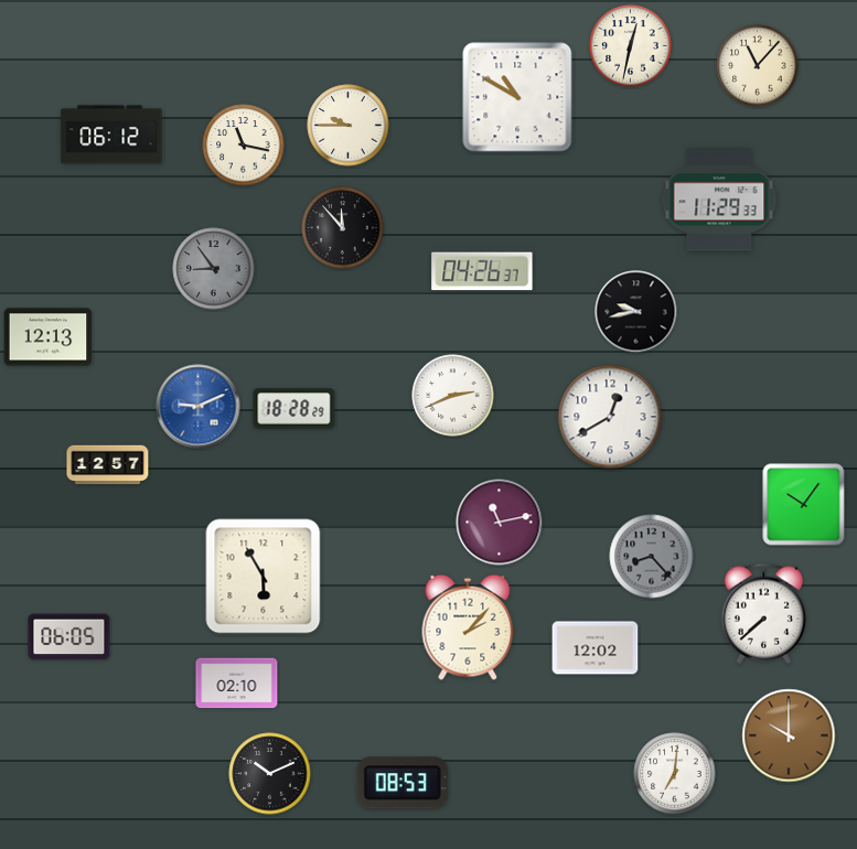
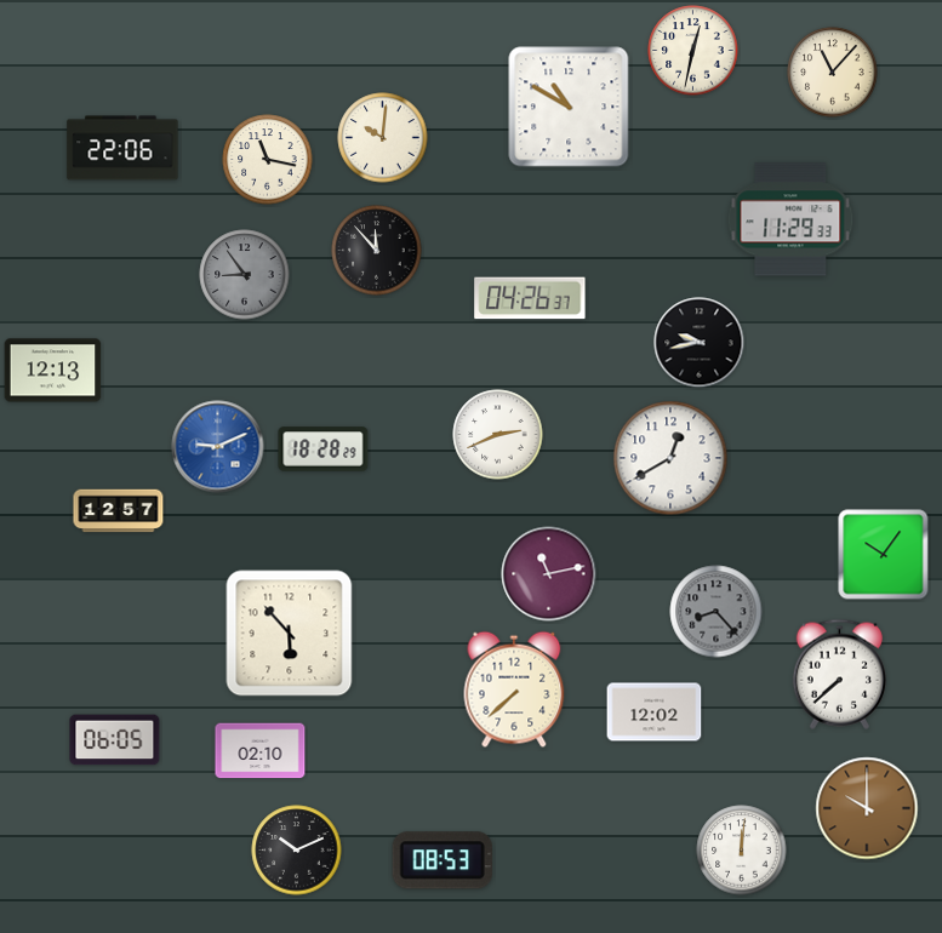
clock at (349, 126): 9:45 -> 10:01
clock at (111, 135): 06:12 -> 22:06
clock at (214, 269) position: (214, 269) -> (245, 275)
clock at (264, 577): 5:55 -> 5:53
clock at (468, 627): 2:07 -> 7:38
clock at (69, 637) position: (69, 637) -> (115, 740)
clock at (675, 774): 7:01 -> 12:01
